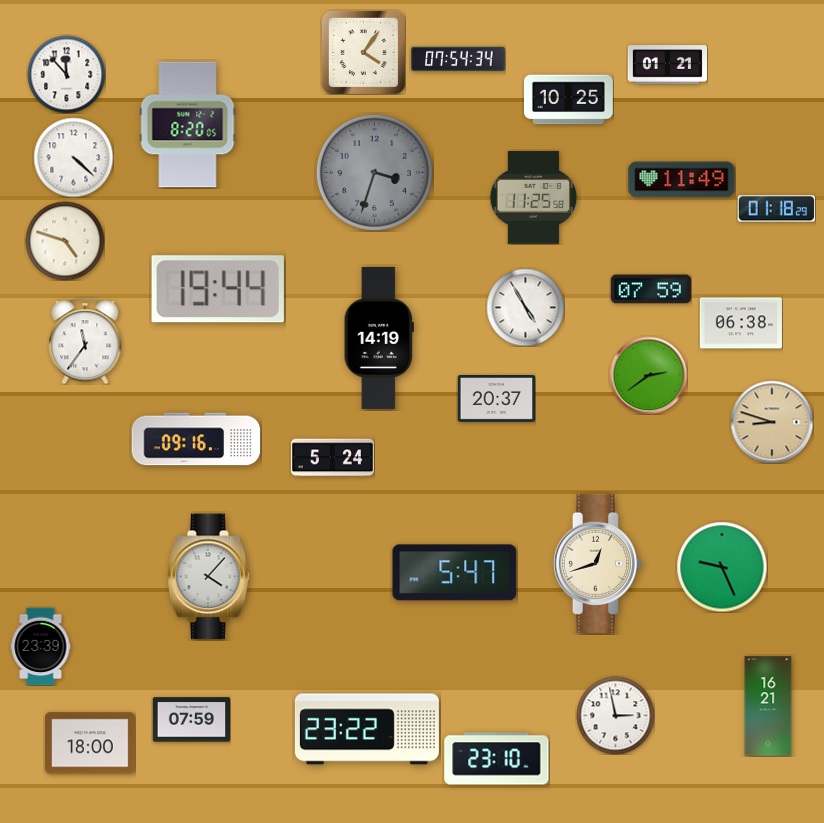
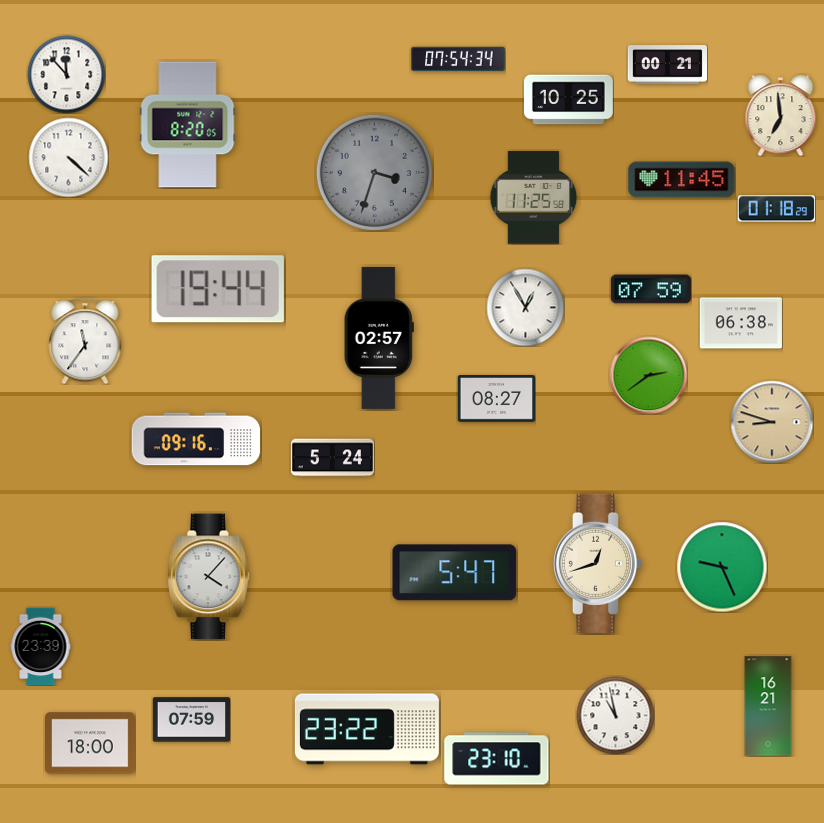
clock at (363, 52): 4:06 -> none
clock at (667, 65): 01:21 -> 00:21
clock at (781, 115): none -> 6:59
clock at (73, 157) position: (73, 157) -> (68, 157)
clock at (682, 180): 11:49 -> 11:45
clock at (65, 241): 4:48 -> none
clock at (525, 307): 4:55 -> 12:55
clock at (379, 338): 14:19 -> 02:57
clock at (496, 399): 20:37 -> 08:27
clock at (615, 715): 2:58 -> 10:58
